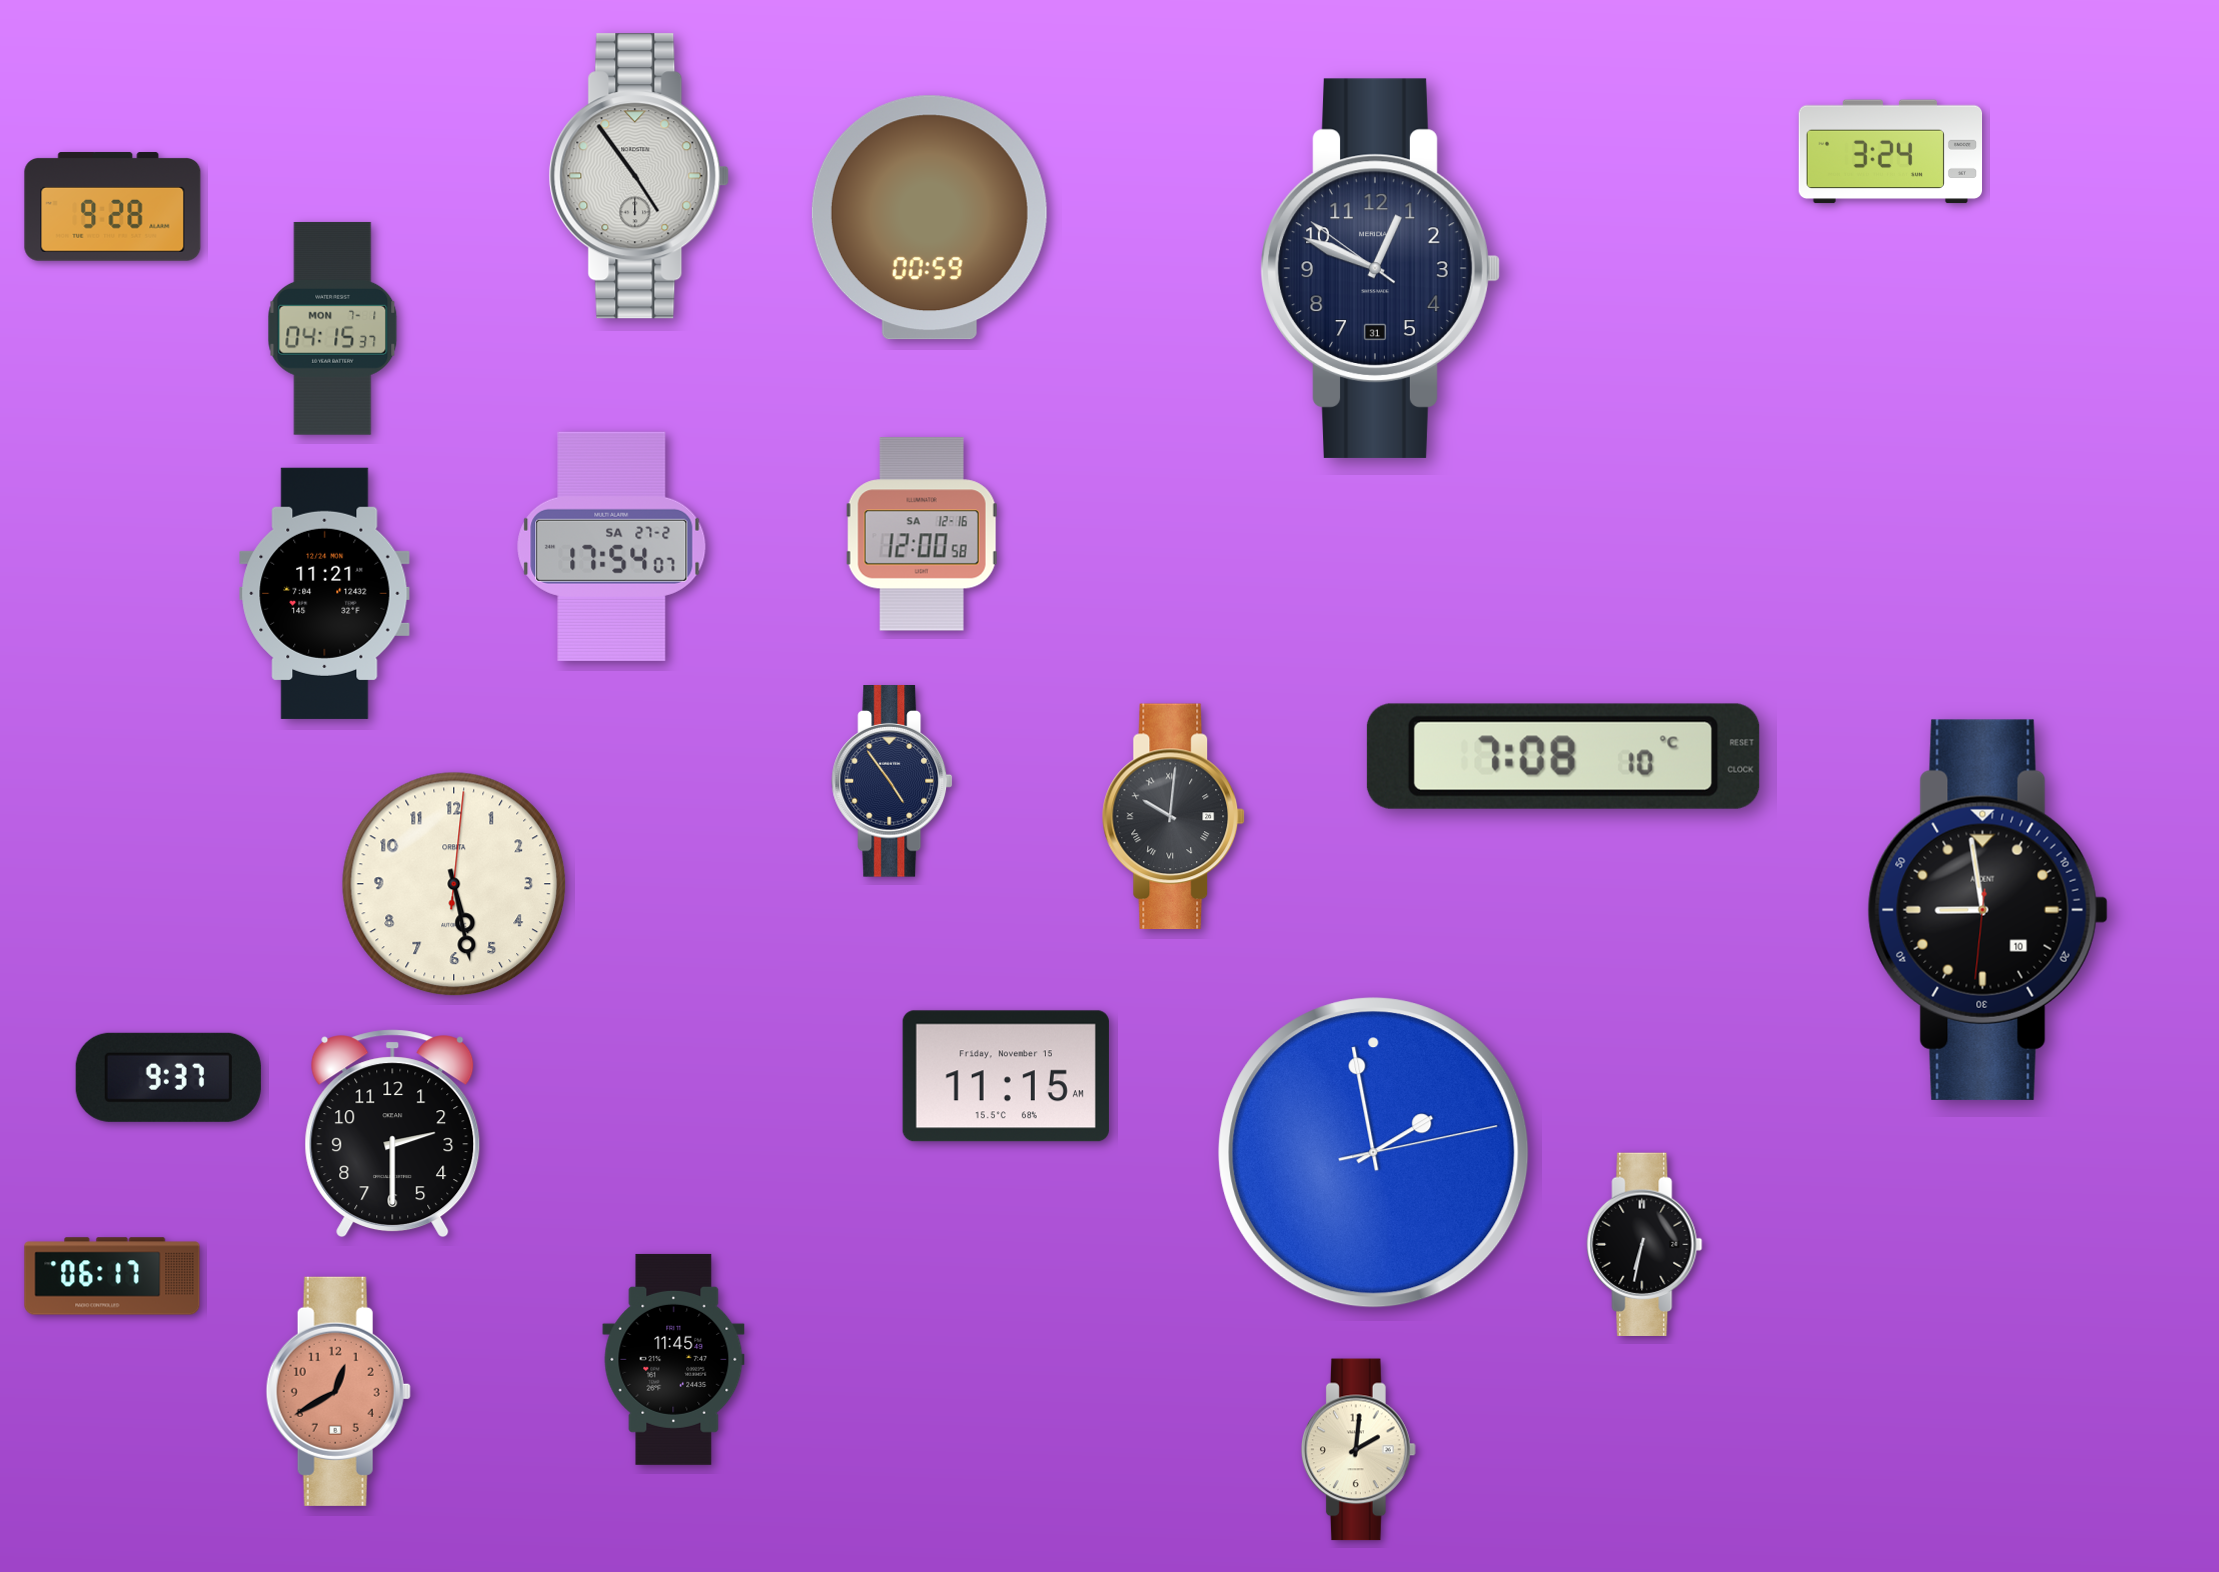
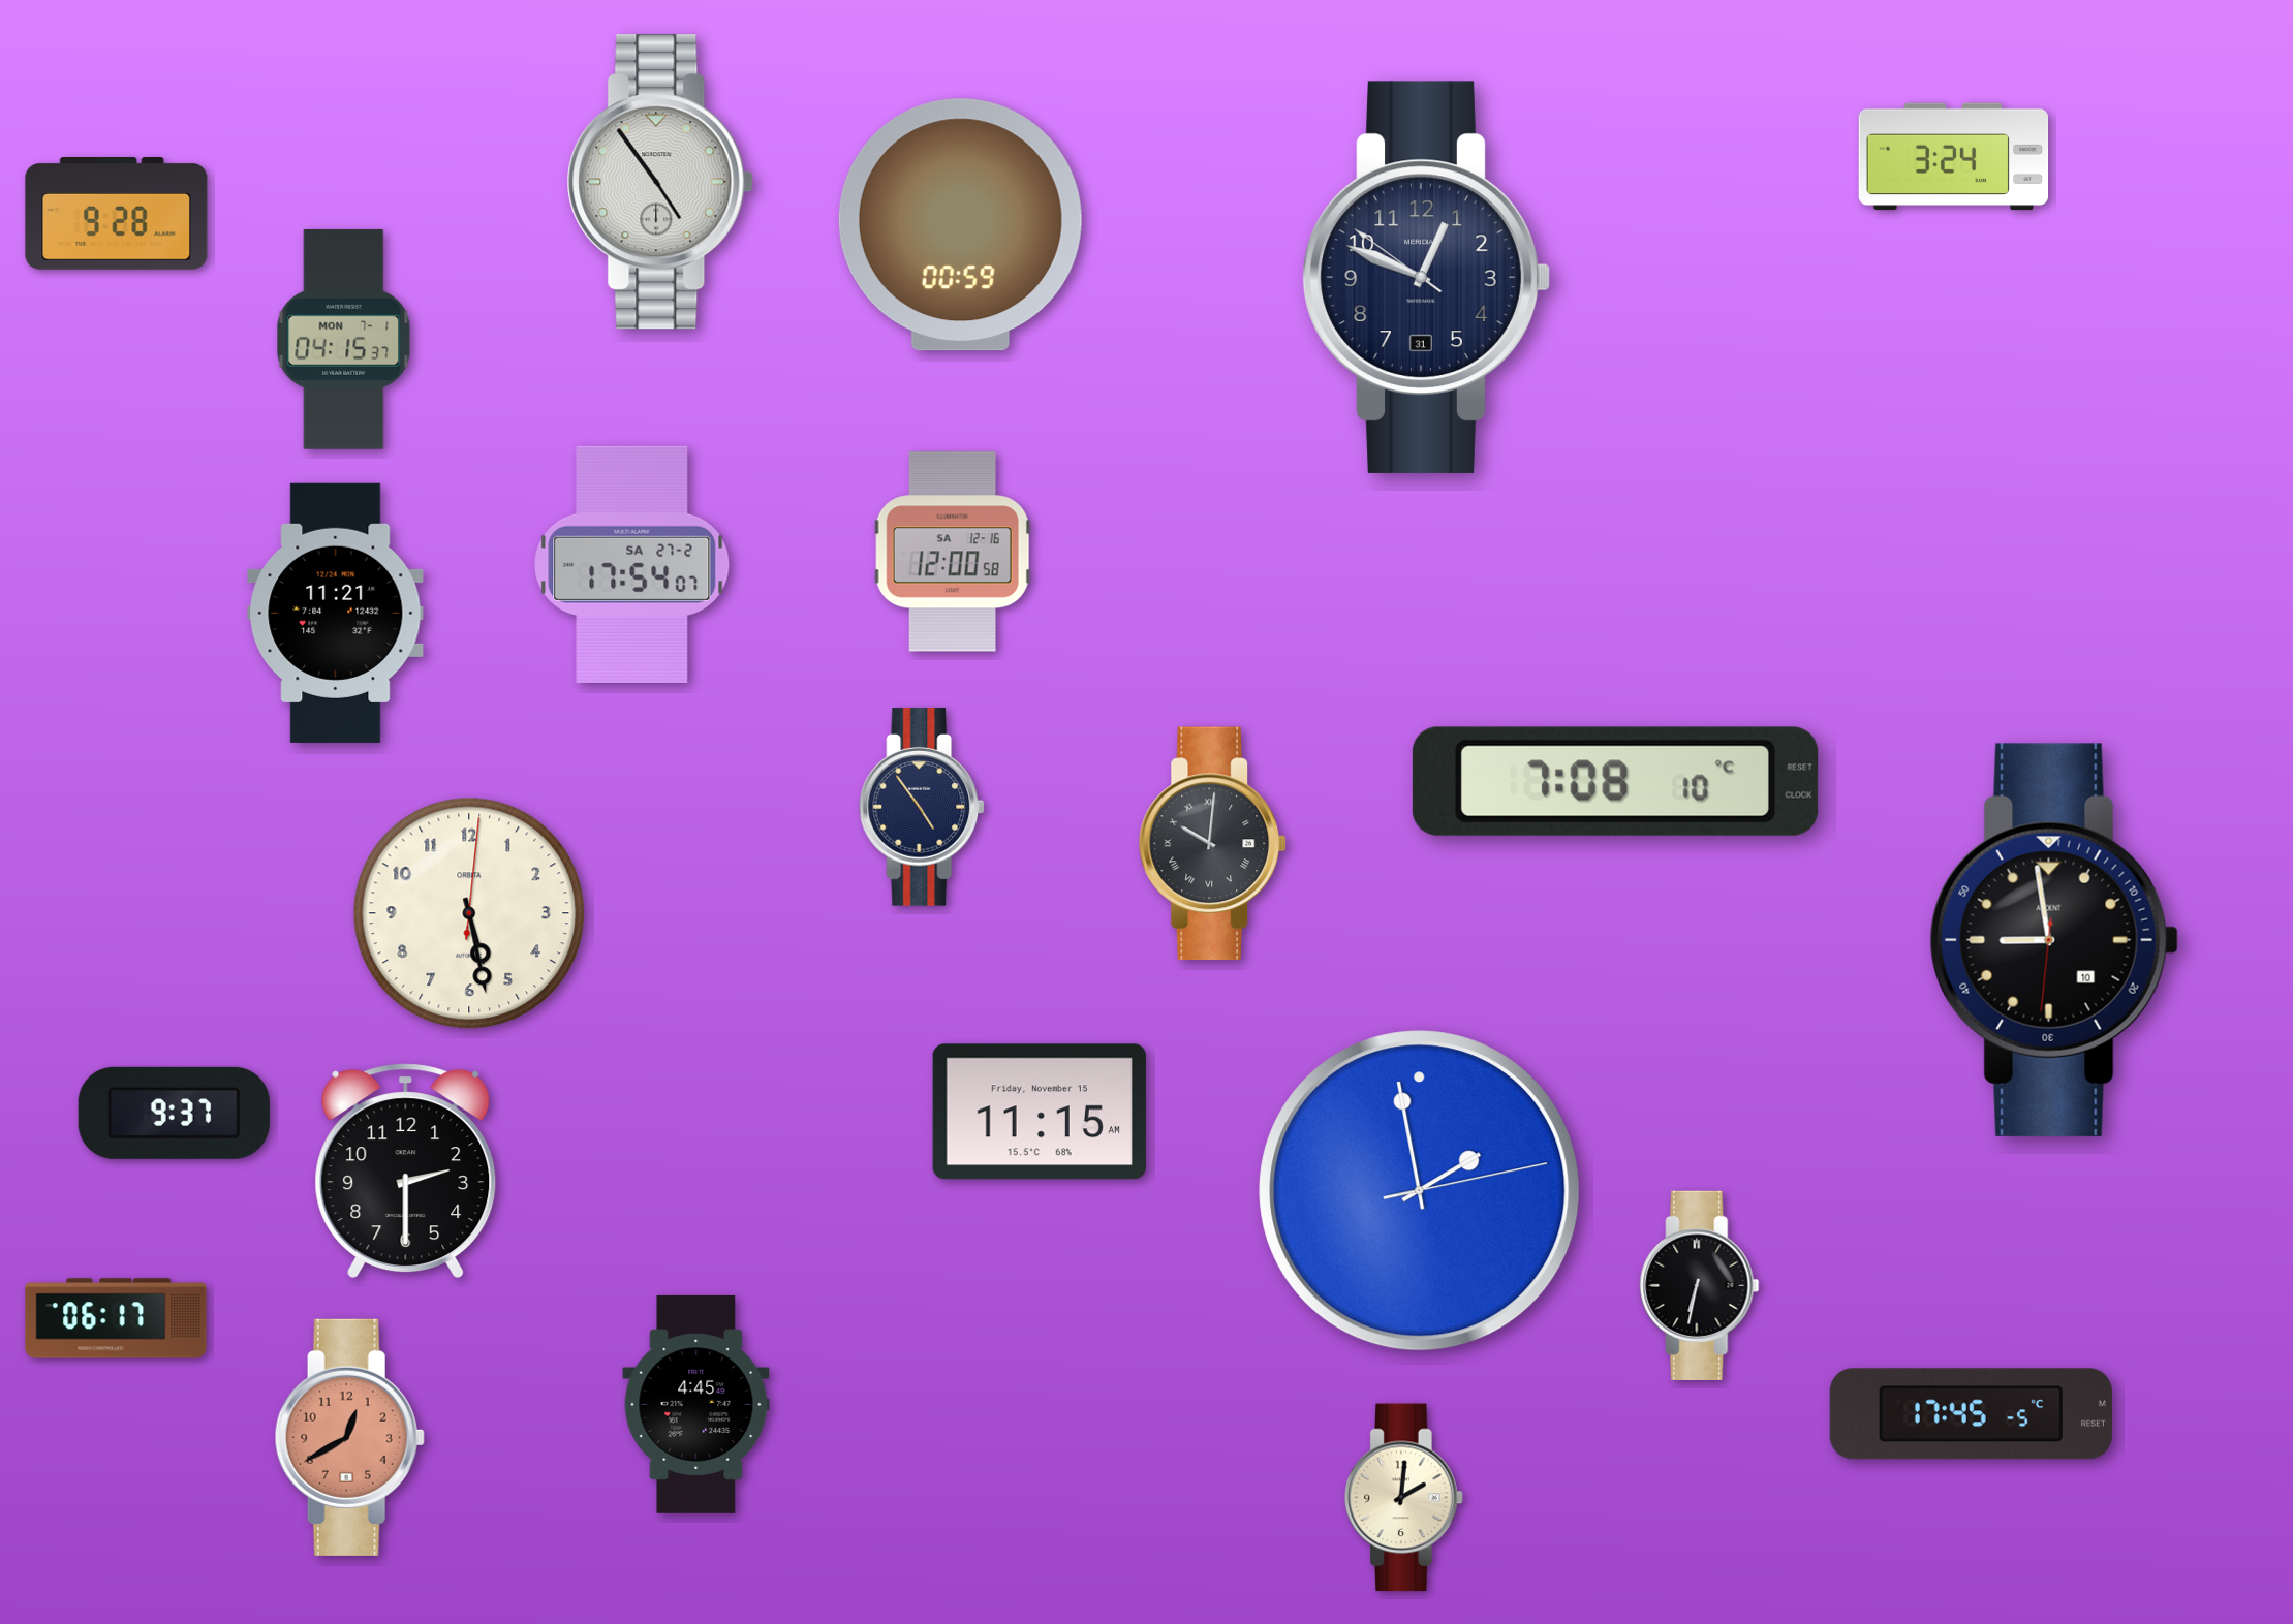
clock at (674, 1359): 11:45 -> 4:45
clock at (1971, 1414): none -> 17:45
